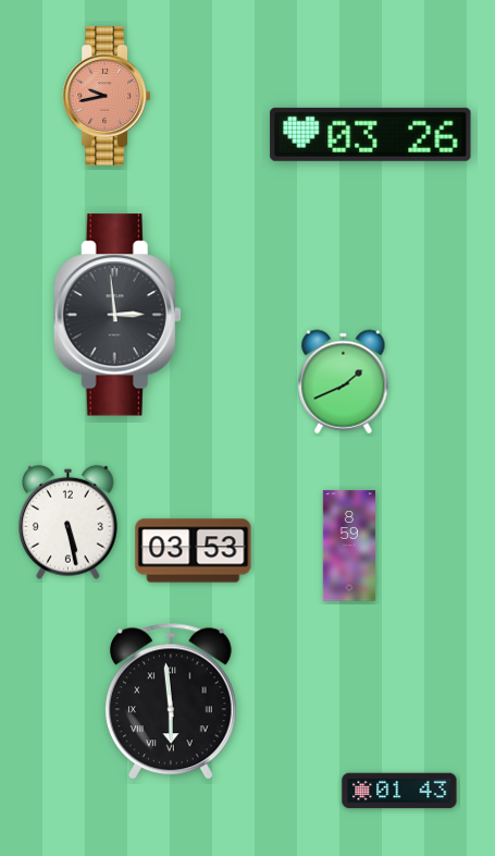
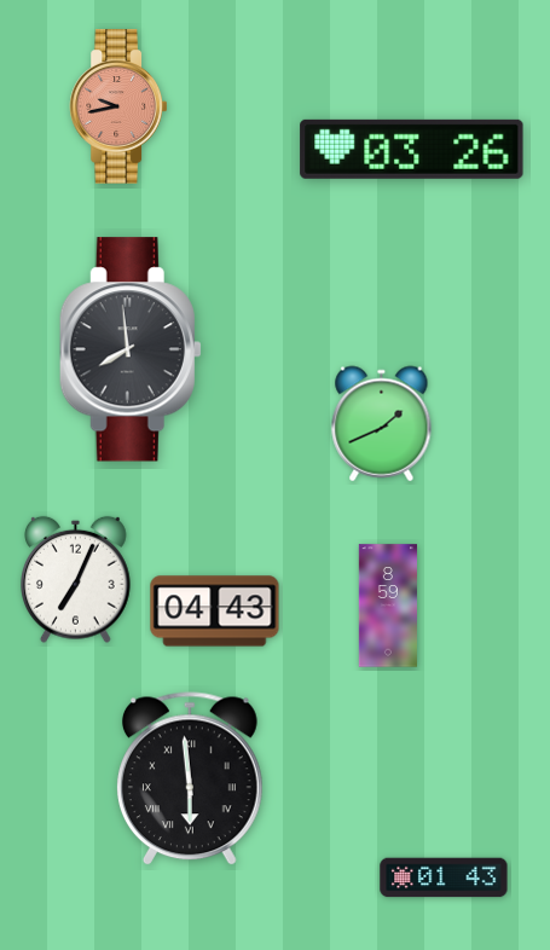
clock at (117, 315): 2:59 -> 7:59
clock at (69, 522): 5:28 -> 7:04
clock at (194, 551): 03:53 -> 04:43
